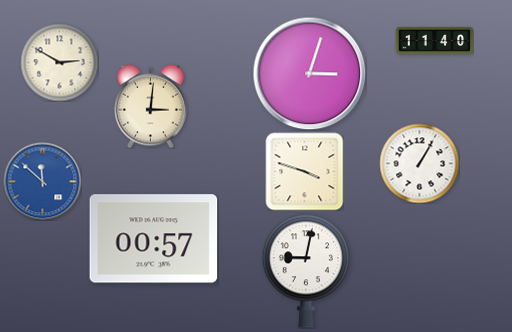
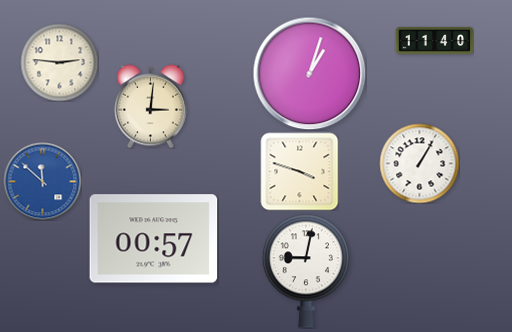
clock at (59, 62): 2:50 -> 2:46
clock at (309, 73): 3:03 -> 1:03
clock at (304, 171) position: (304, 171) -> (299, 171)
